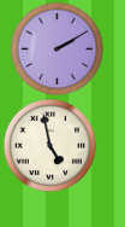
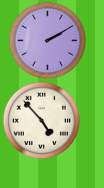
clock at (49, 145): 4:58 -> 4:53
